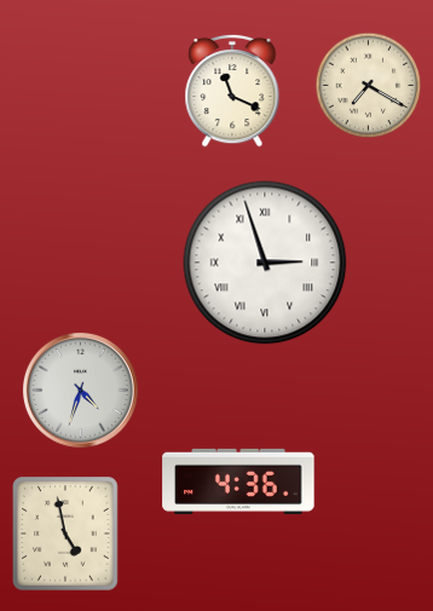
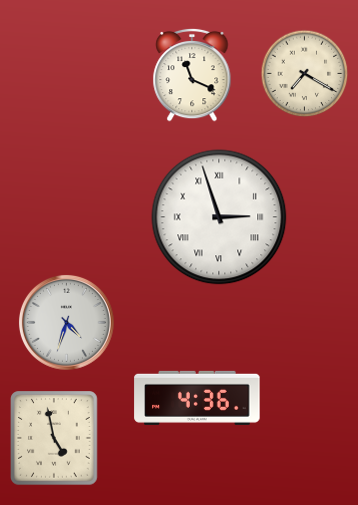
clock at (369, 86) position: (369, 86) -> (305, 74)
clock at (65, 534) position: (65, 534) -> (54, 438)
